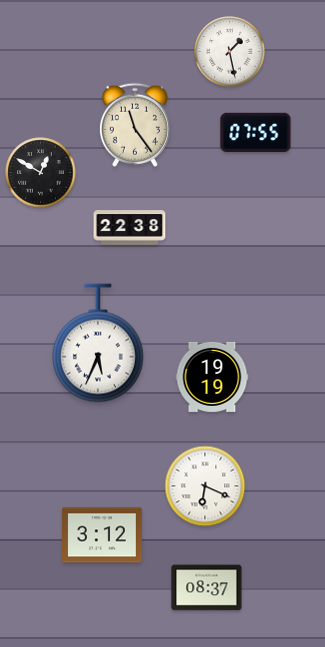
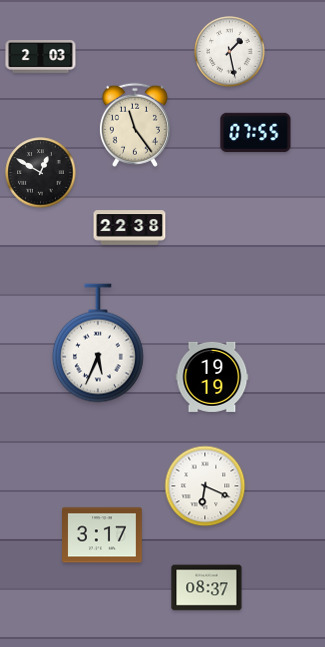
clock at (41, 57): none -> 2:03
clock at (103, 535): 3:12 -> 3:17
